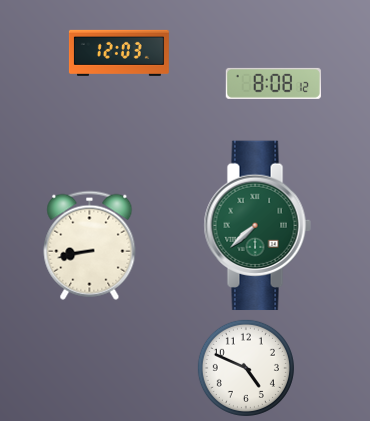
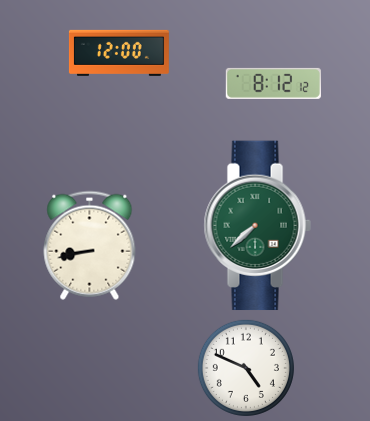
clock at (119, 53): 12:03 -> 12:00
clock at (273, 83): 8:08 -> 8:12
